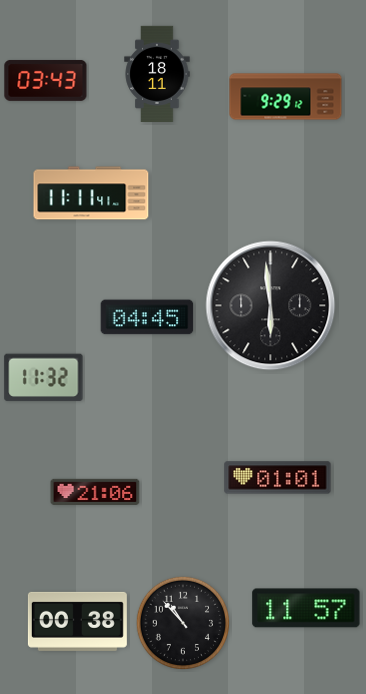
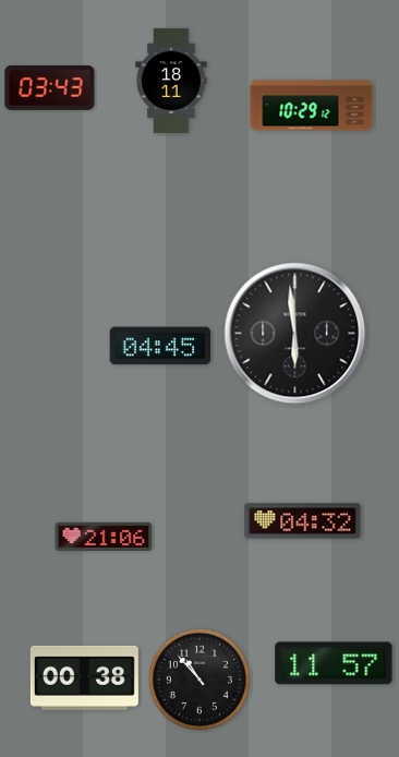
clock at (286, 97): 9:29 -> 10:29
clock at (91, 193): 11:11 -> none
clock at (44, 378): 11:32 -> none
clock at (278, 478): 01:01 -> 04:32
